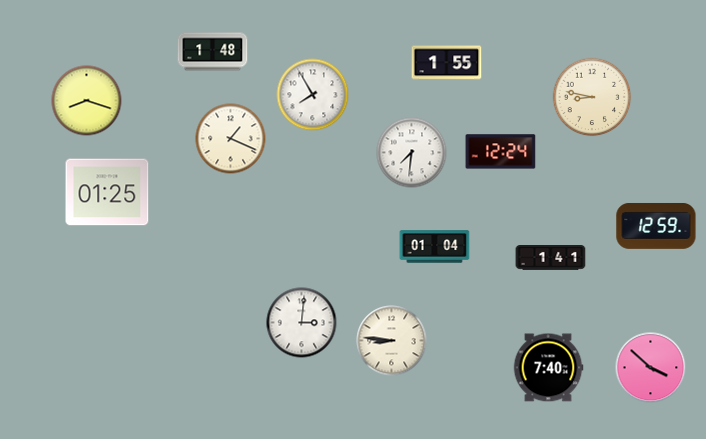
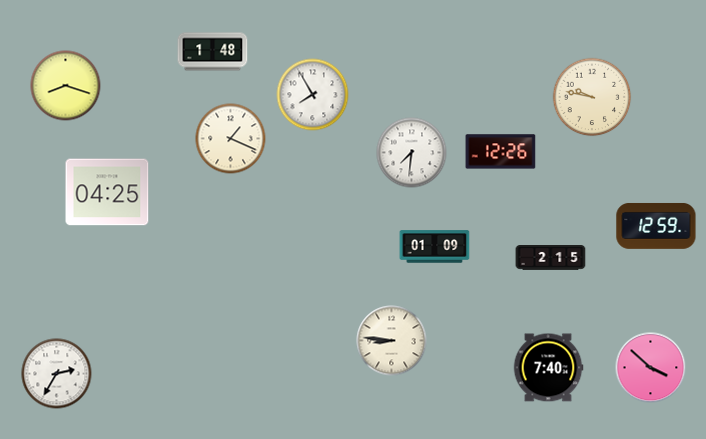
clock at (447, 63): 1:55 -> none
clock at (592, 97): 8:47 -> 9:47
clock at (87, 101) position: (87, 101) -> (66, 86)
clock at (501, 152): 12:24 -> 12:26
clock at (107, 192): 01:25 -> 04:25
clock at (435, 247): 01:04 -> 01:09
clock at (551, 258): 1:41 -> 2:15
clock at (302, 323): 3:01 -> none
clock at (57, 374): none -> 2:35
